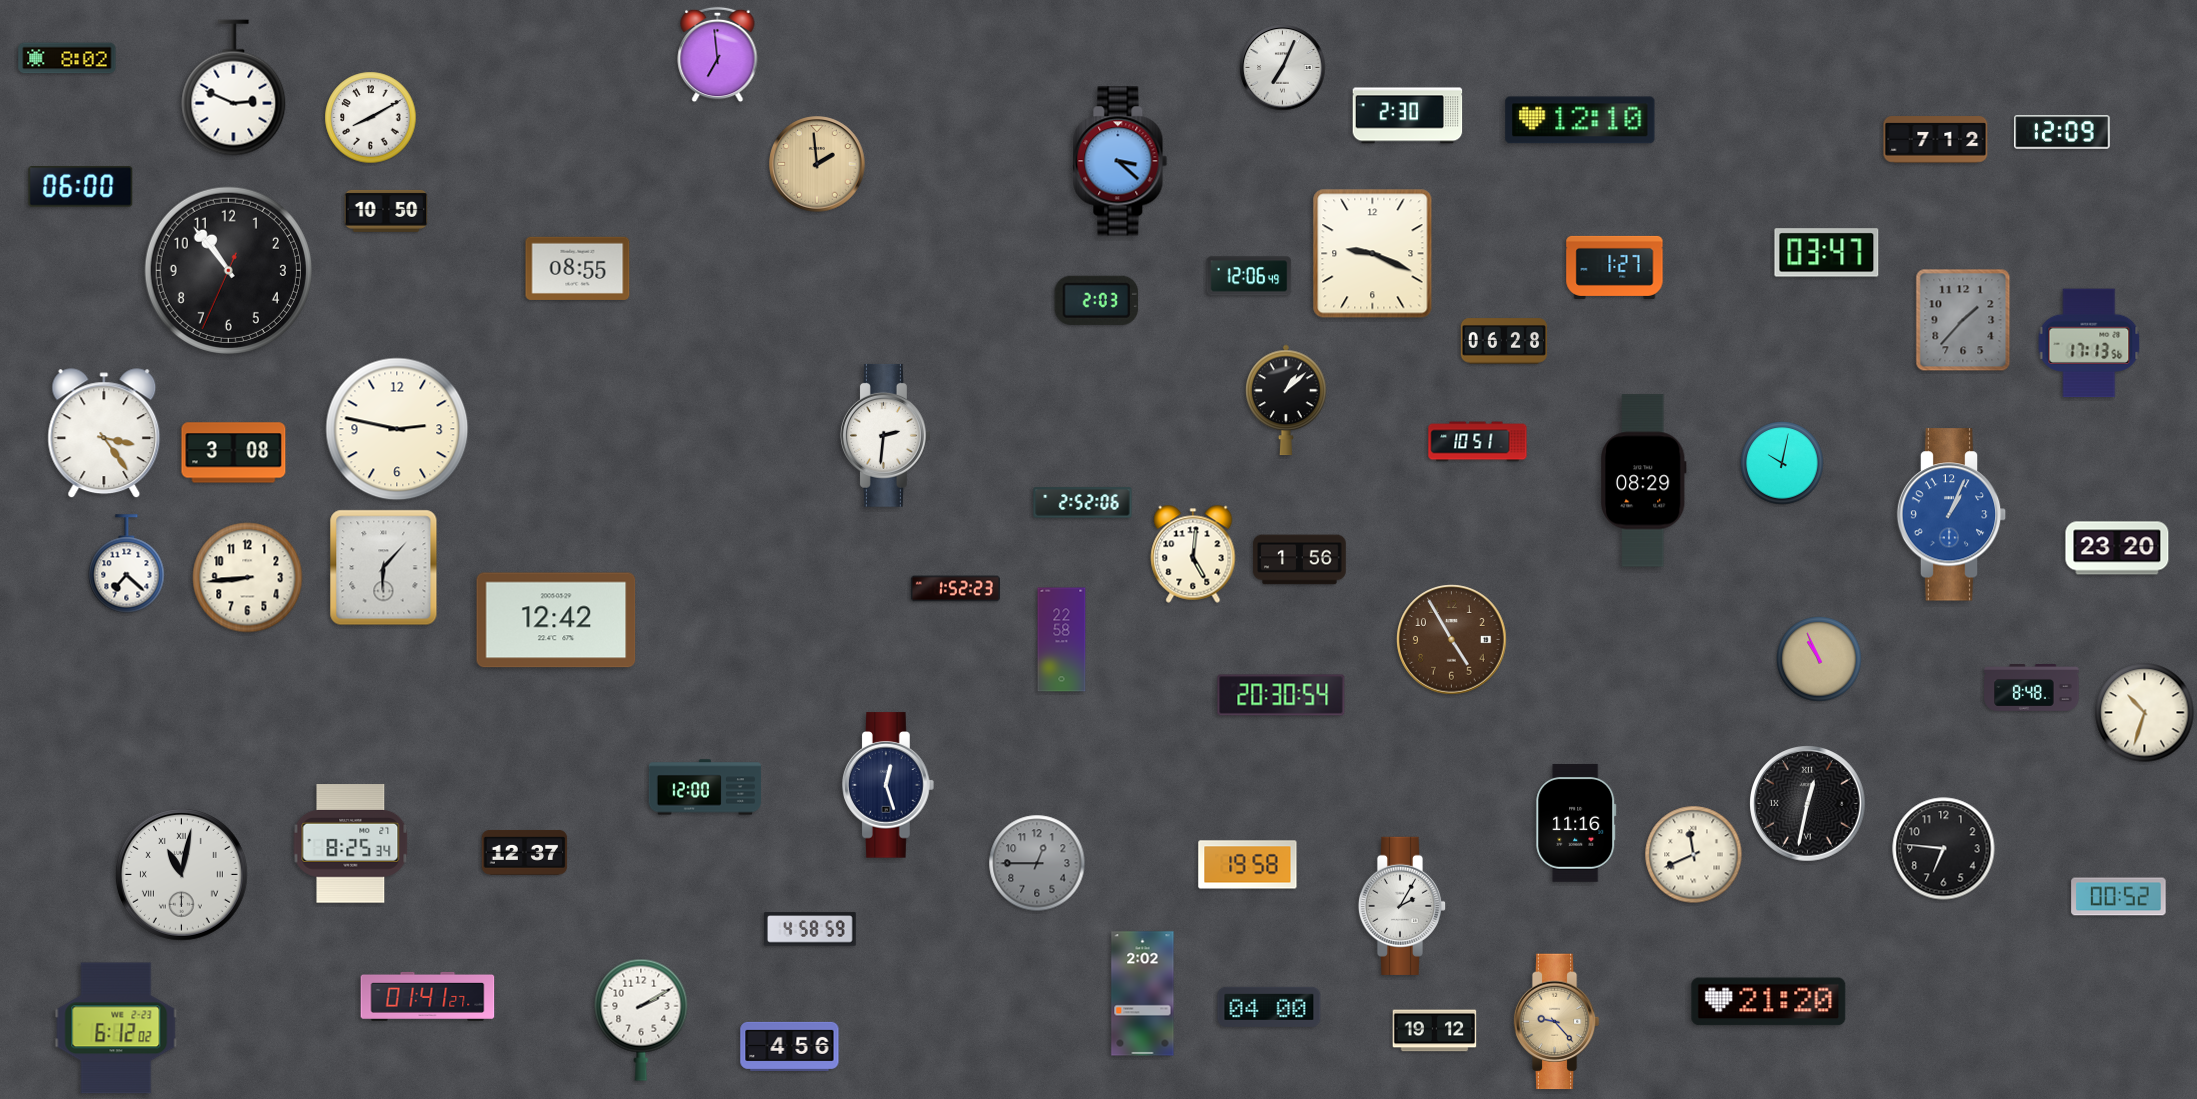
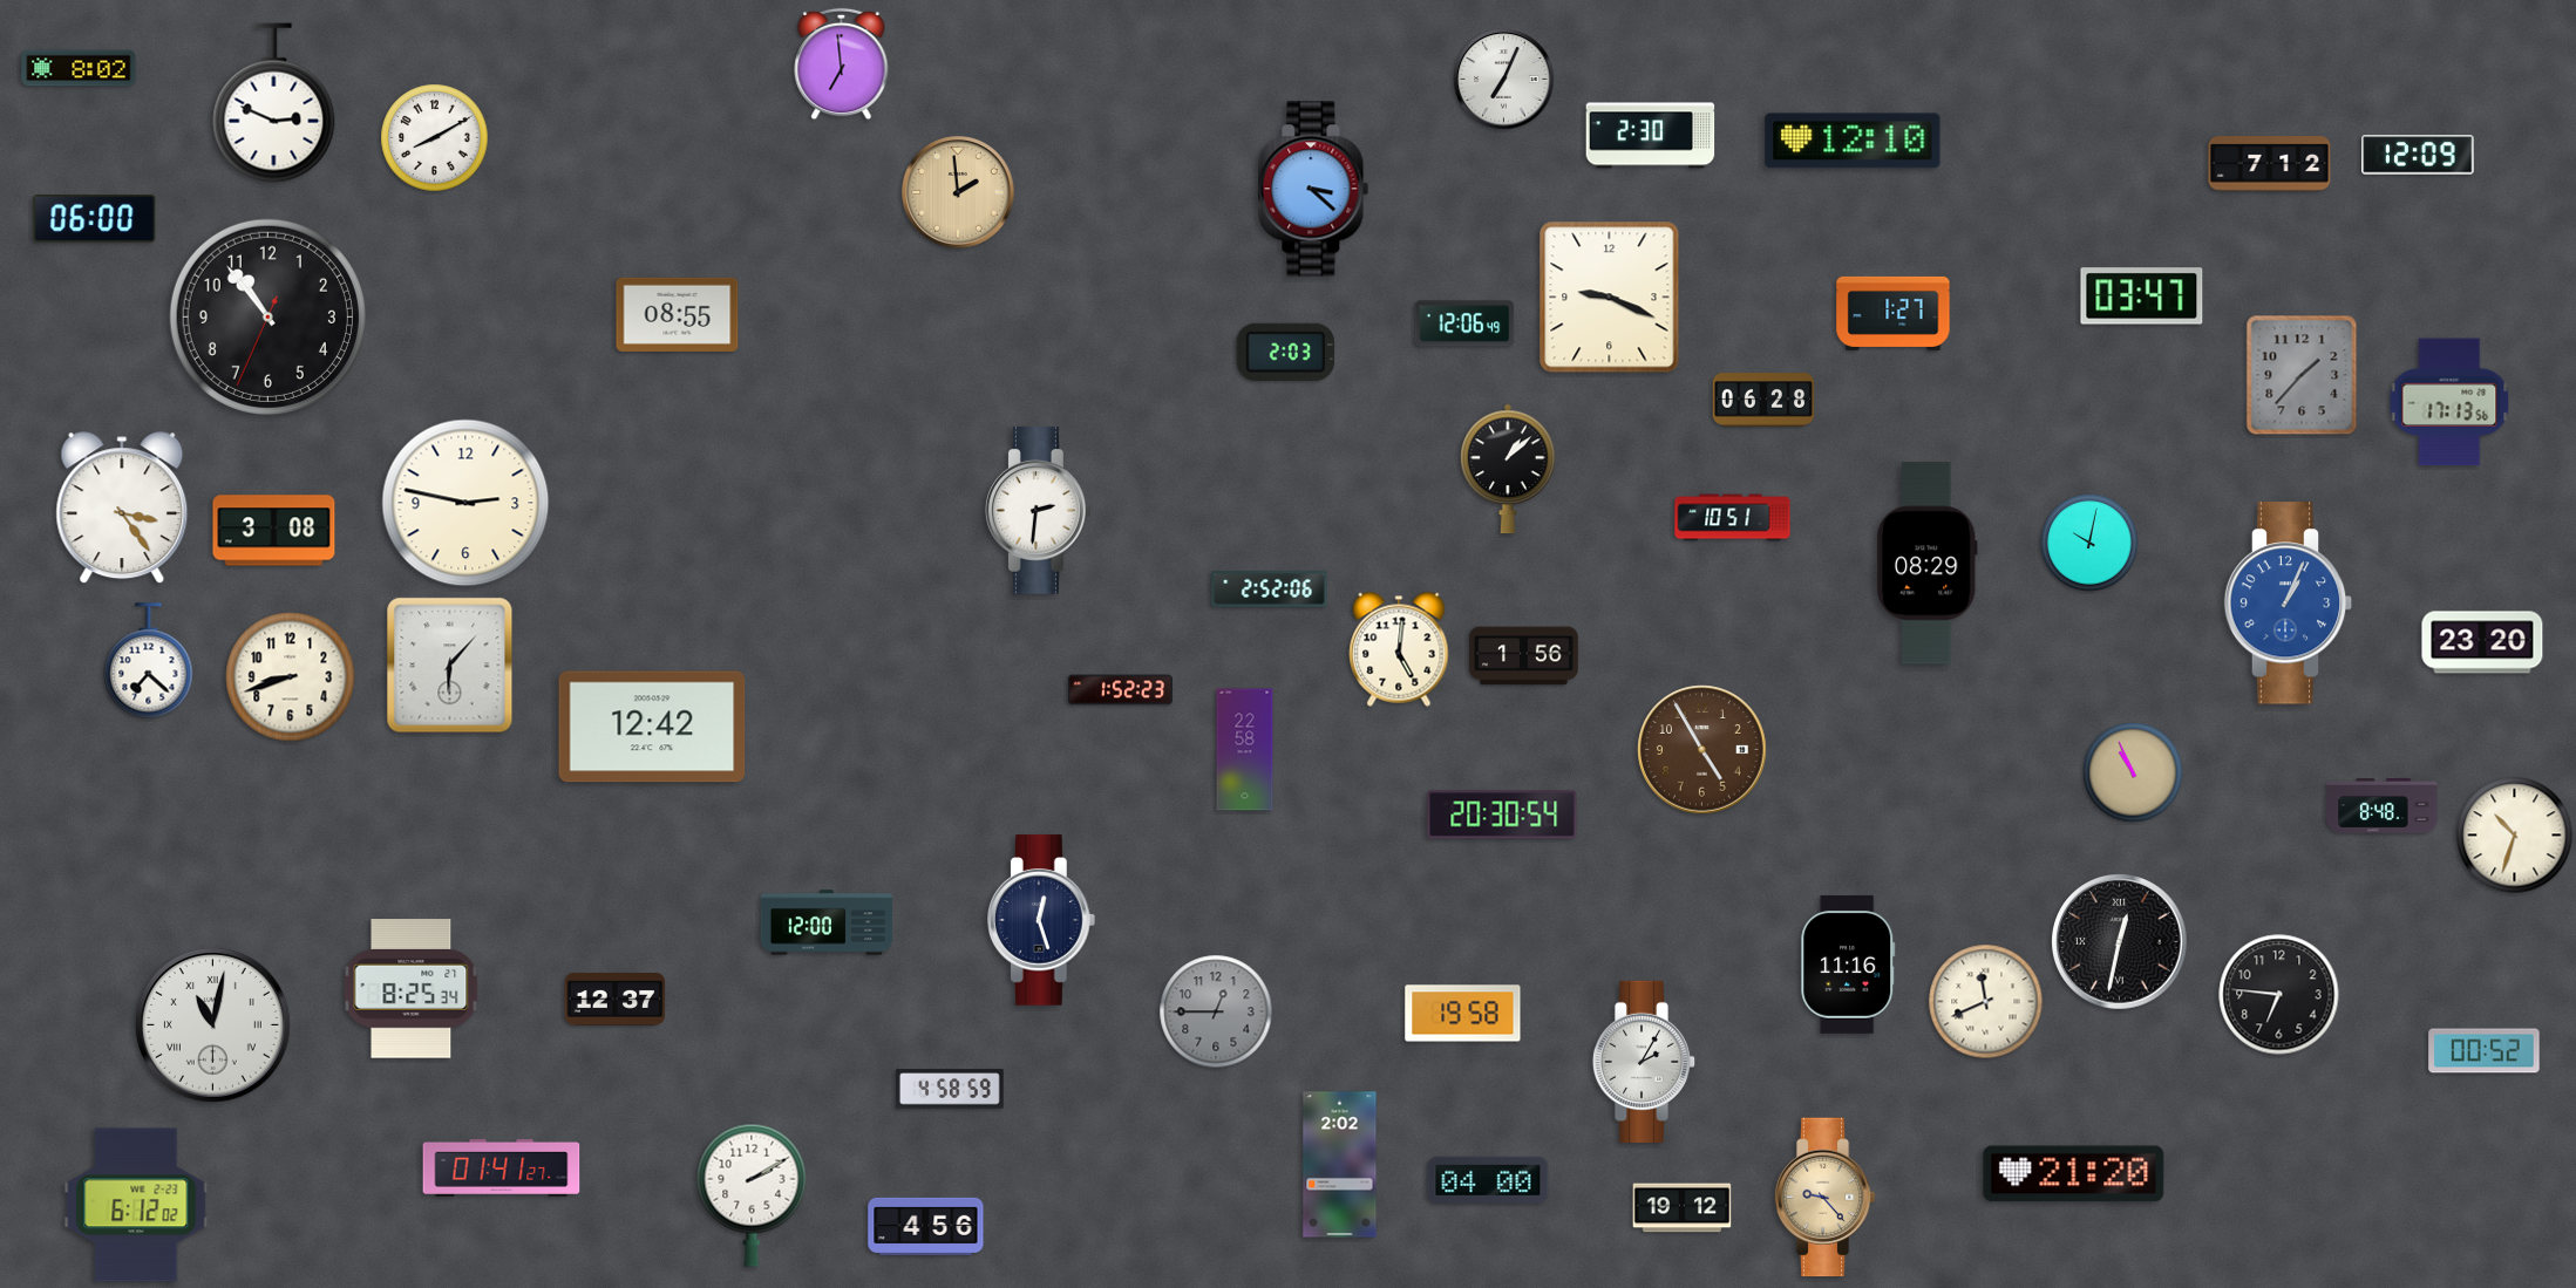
clock at (386, 211): 10:50 -> none
clock at (248, 578): 8:44 -> 8:42
